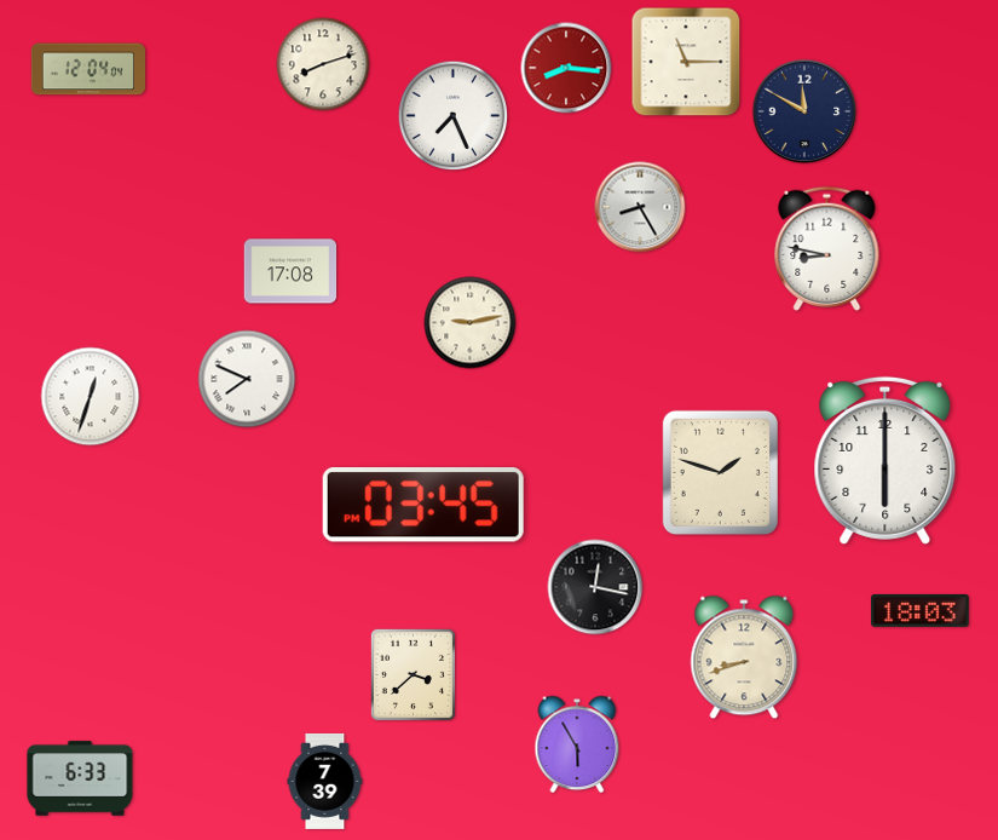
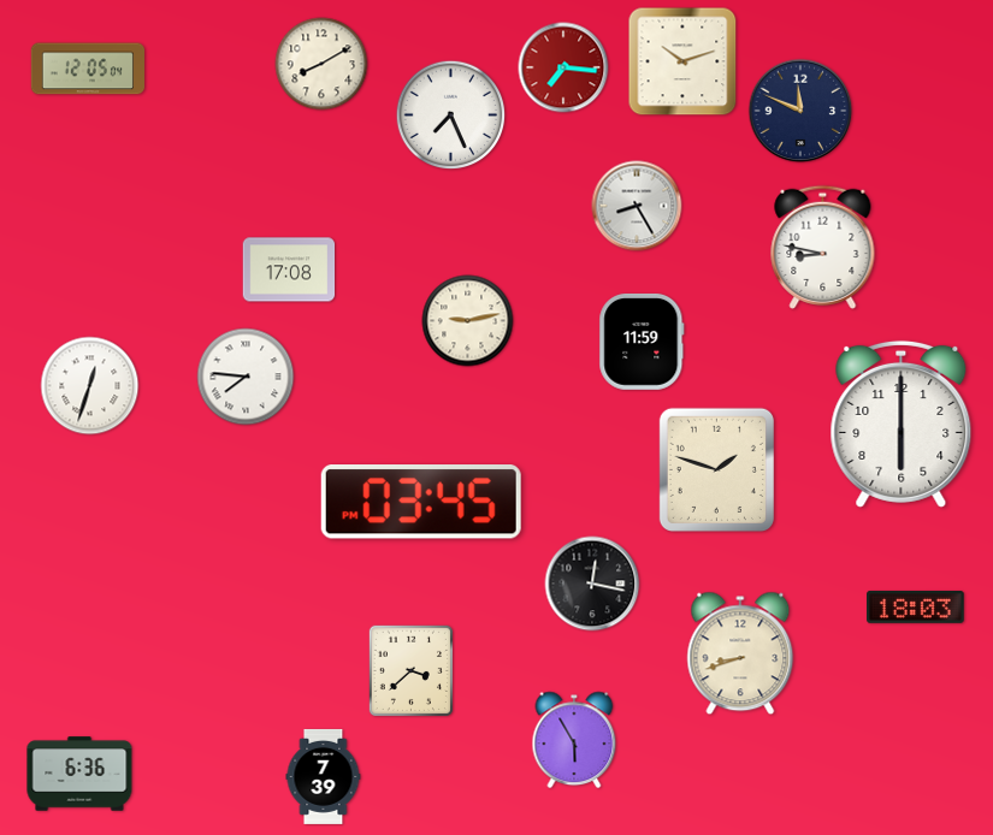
clock at (686, 62): 11:15 -> 10:12
clock at (323, 64): 8:12 -> 8:10
clock at (566, 68): 8:16 -> 7:16
clock at (87, 69): 12:04 -> 12:05
clock at (804, 111): 11:50 -> 11:49
clock at (642, 342): none -> 11:59
clock at (247, 379): 7:49 -> 7:46
clock at (91, 397) position: (91, 397) -> (90, 386)
clock at (885, 460) position: (885, 460) -> (902, 424)
clock at (80, 778): 6:33 -> 6:36
